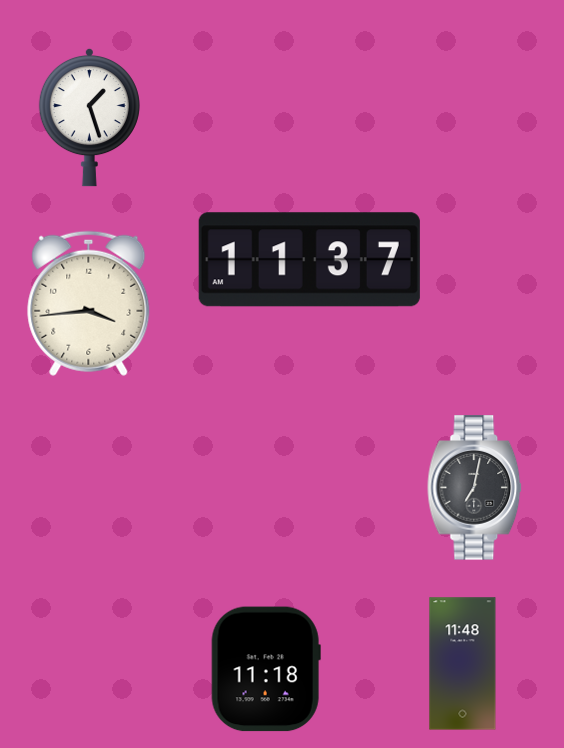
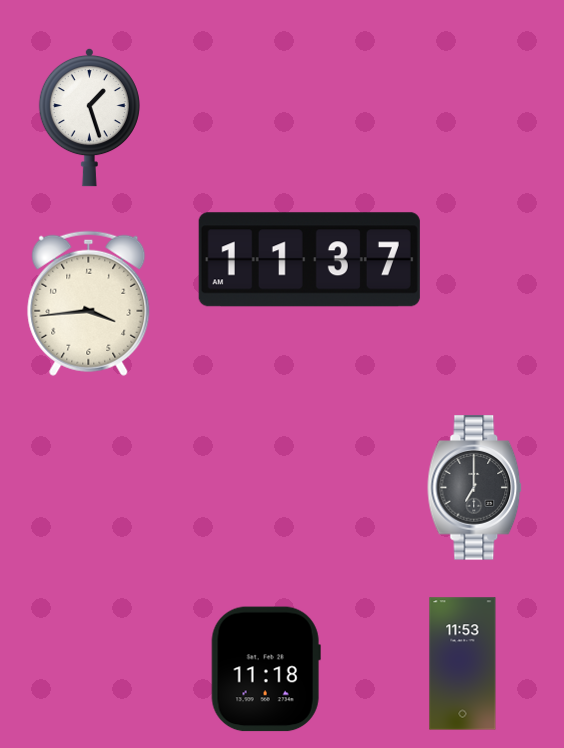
clock at (475, 488): 7:02 -> 7:00
clock at (463, 664): 11:48 -> 11:53
